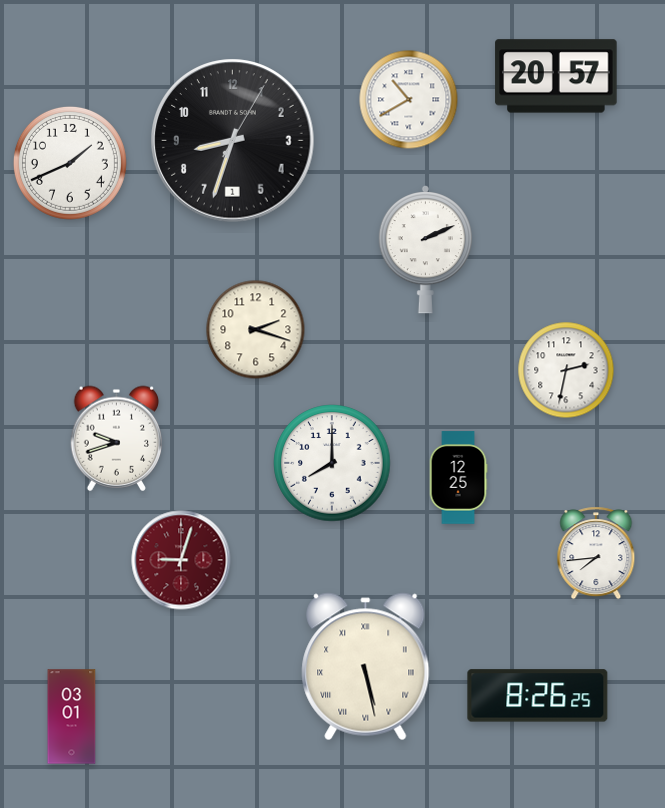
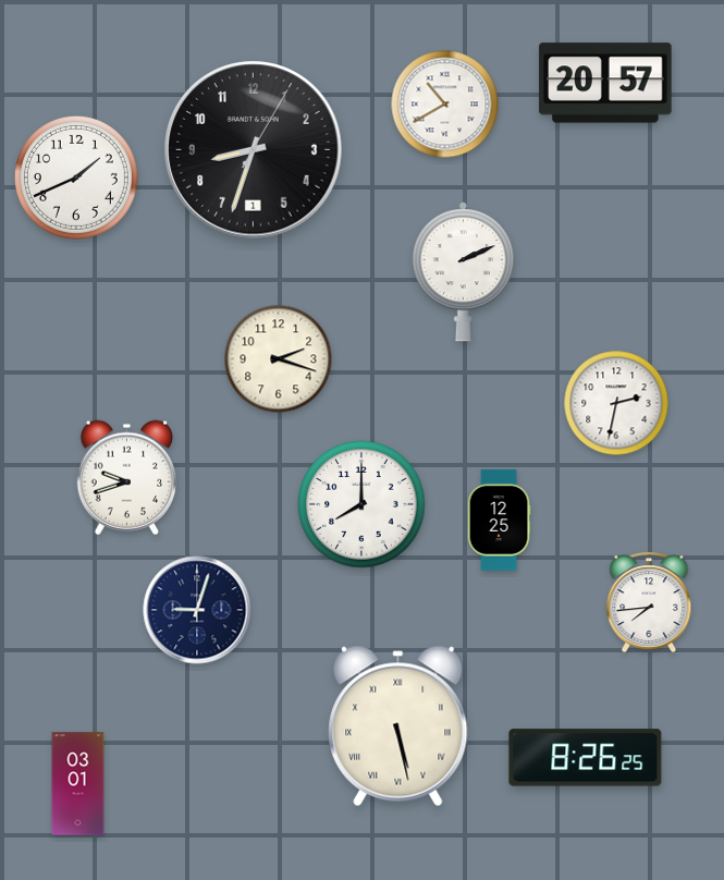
clock at (409, 100) position: (409, 100) -> (445, 105)
clock at (233, 141) position: (233, 141) -> (254, 150)
clock at (181, 560) dial: burgundy -> navy
clock at (72, 717) position: (72, 717) -> (78, 784)
